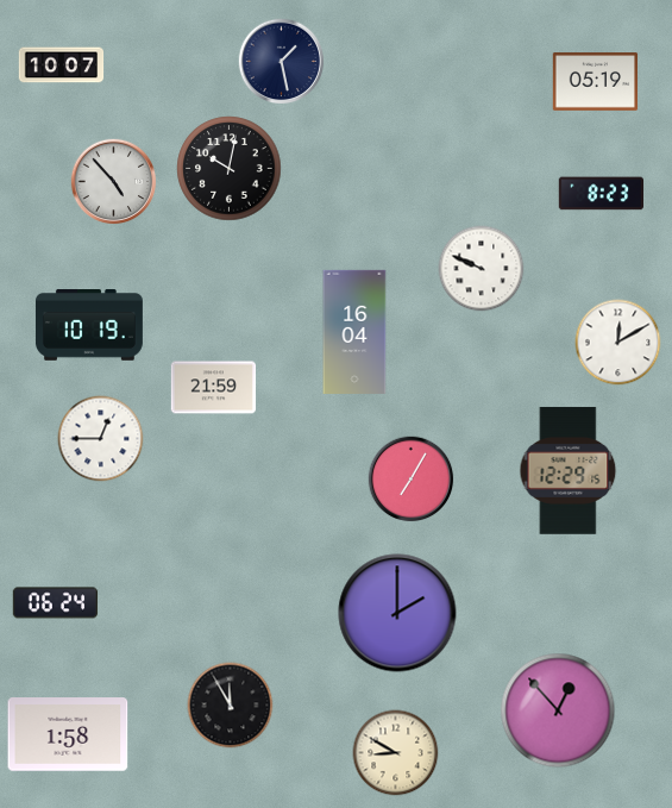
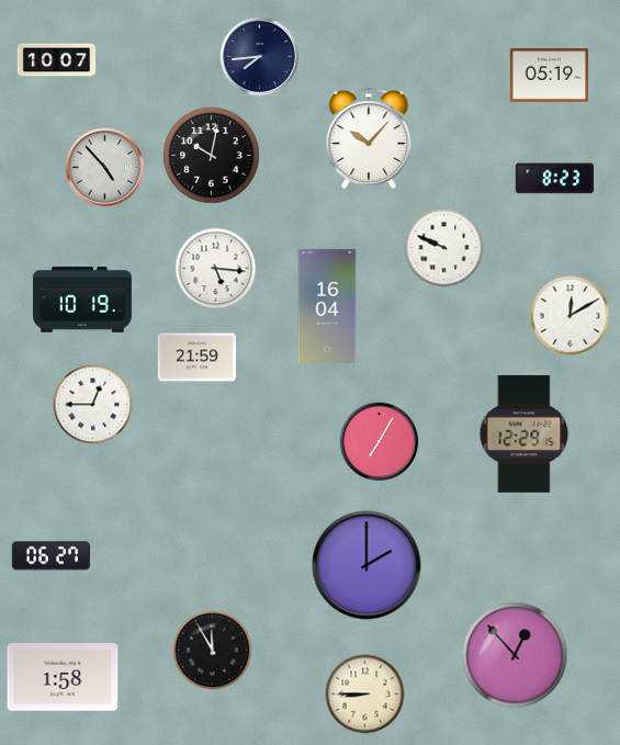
clock at (282, 62): 1:28 -> 7:44
clock at (369, 137): none -> 10:07
clock at (216, 269): none -> 5:16
clock at (56, 603): 06:24 -> 06:27
clock at (396, 753): 8:50 -> 8:45
